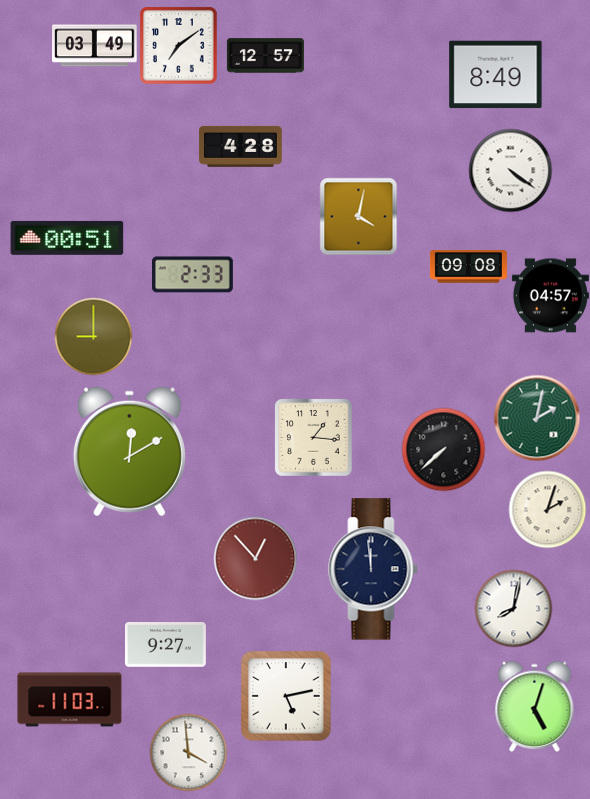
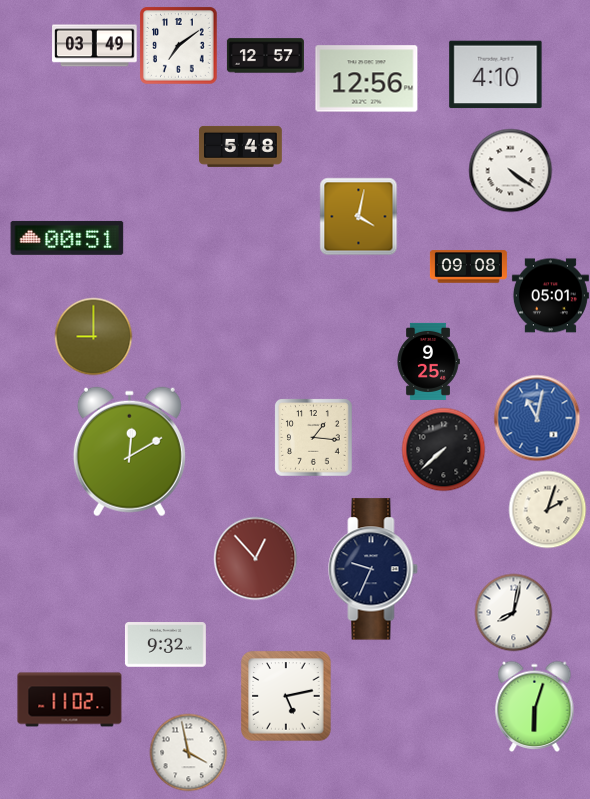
clock at (496, 75): 8:49 -> 4:10
clock at (367, 79): none -> 12:56
clock at (241, 146): 4:28 -> 5:48
clock at (192, 275): 2:33 -> none
clock at (550, 296): 04:57 -> 05:01
clock at (428, 361): none -> 9:25
clock at (537, 418): 2:02 -> 11:02
clock at (537, 418) dial: green -> blue
clock at (373, 569): 11:59 -> 9:34
clock at (513, 608) position: (513, 608) -> (513, 612)
clock at (165, 645): 9:27 -> 9:32
clock at (70, 700): 11:03 -> 11:02
clock at (535, 706): 5:03 -> 6:03
clock at (188, 752): 3:59 -> 3:58
